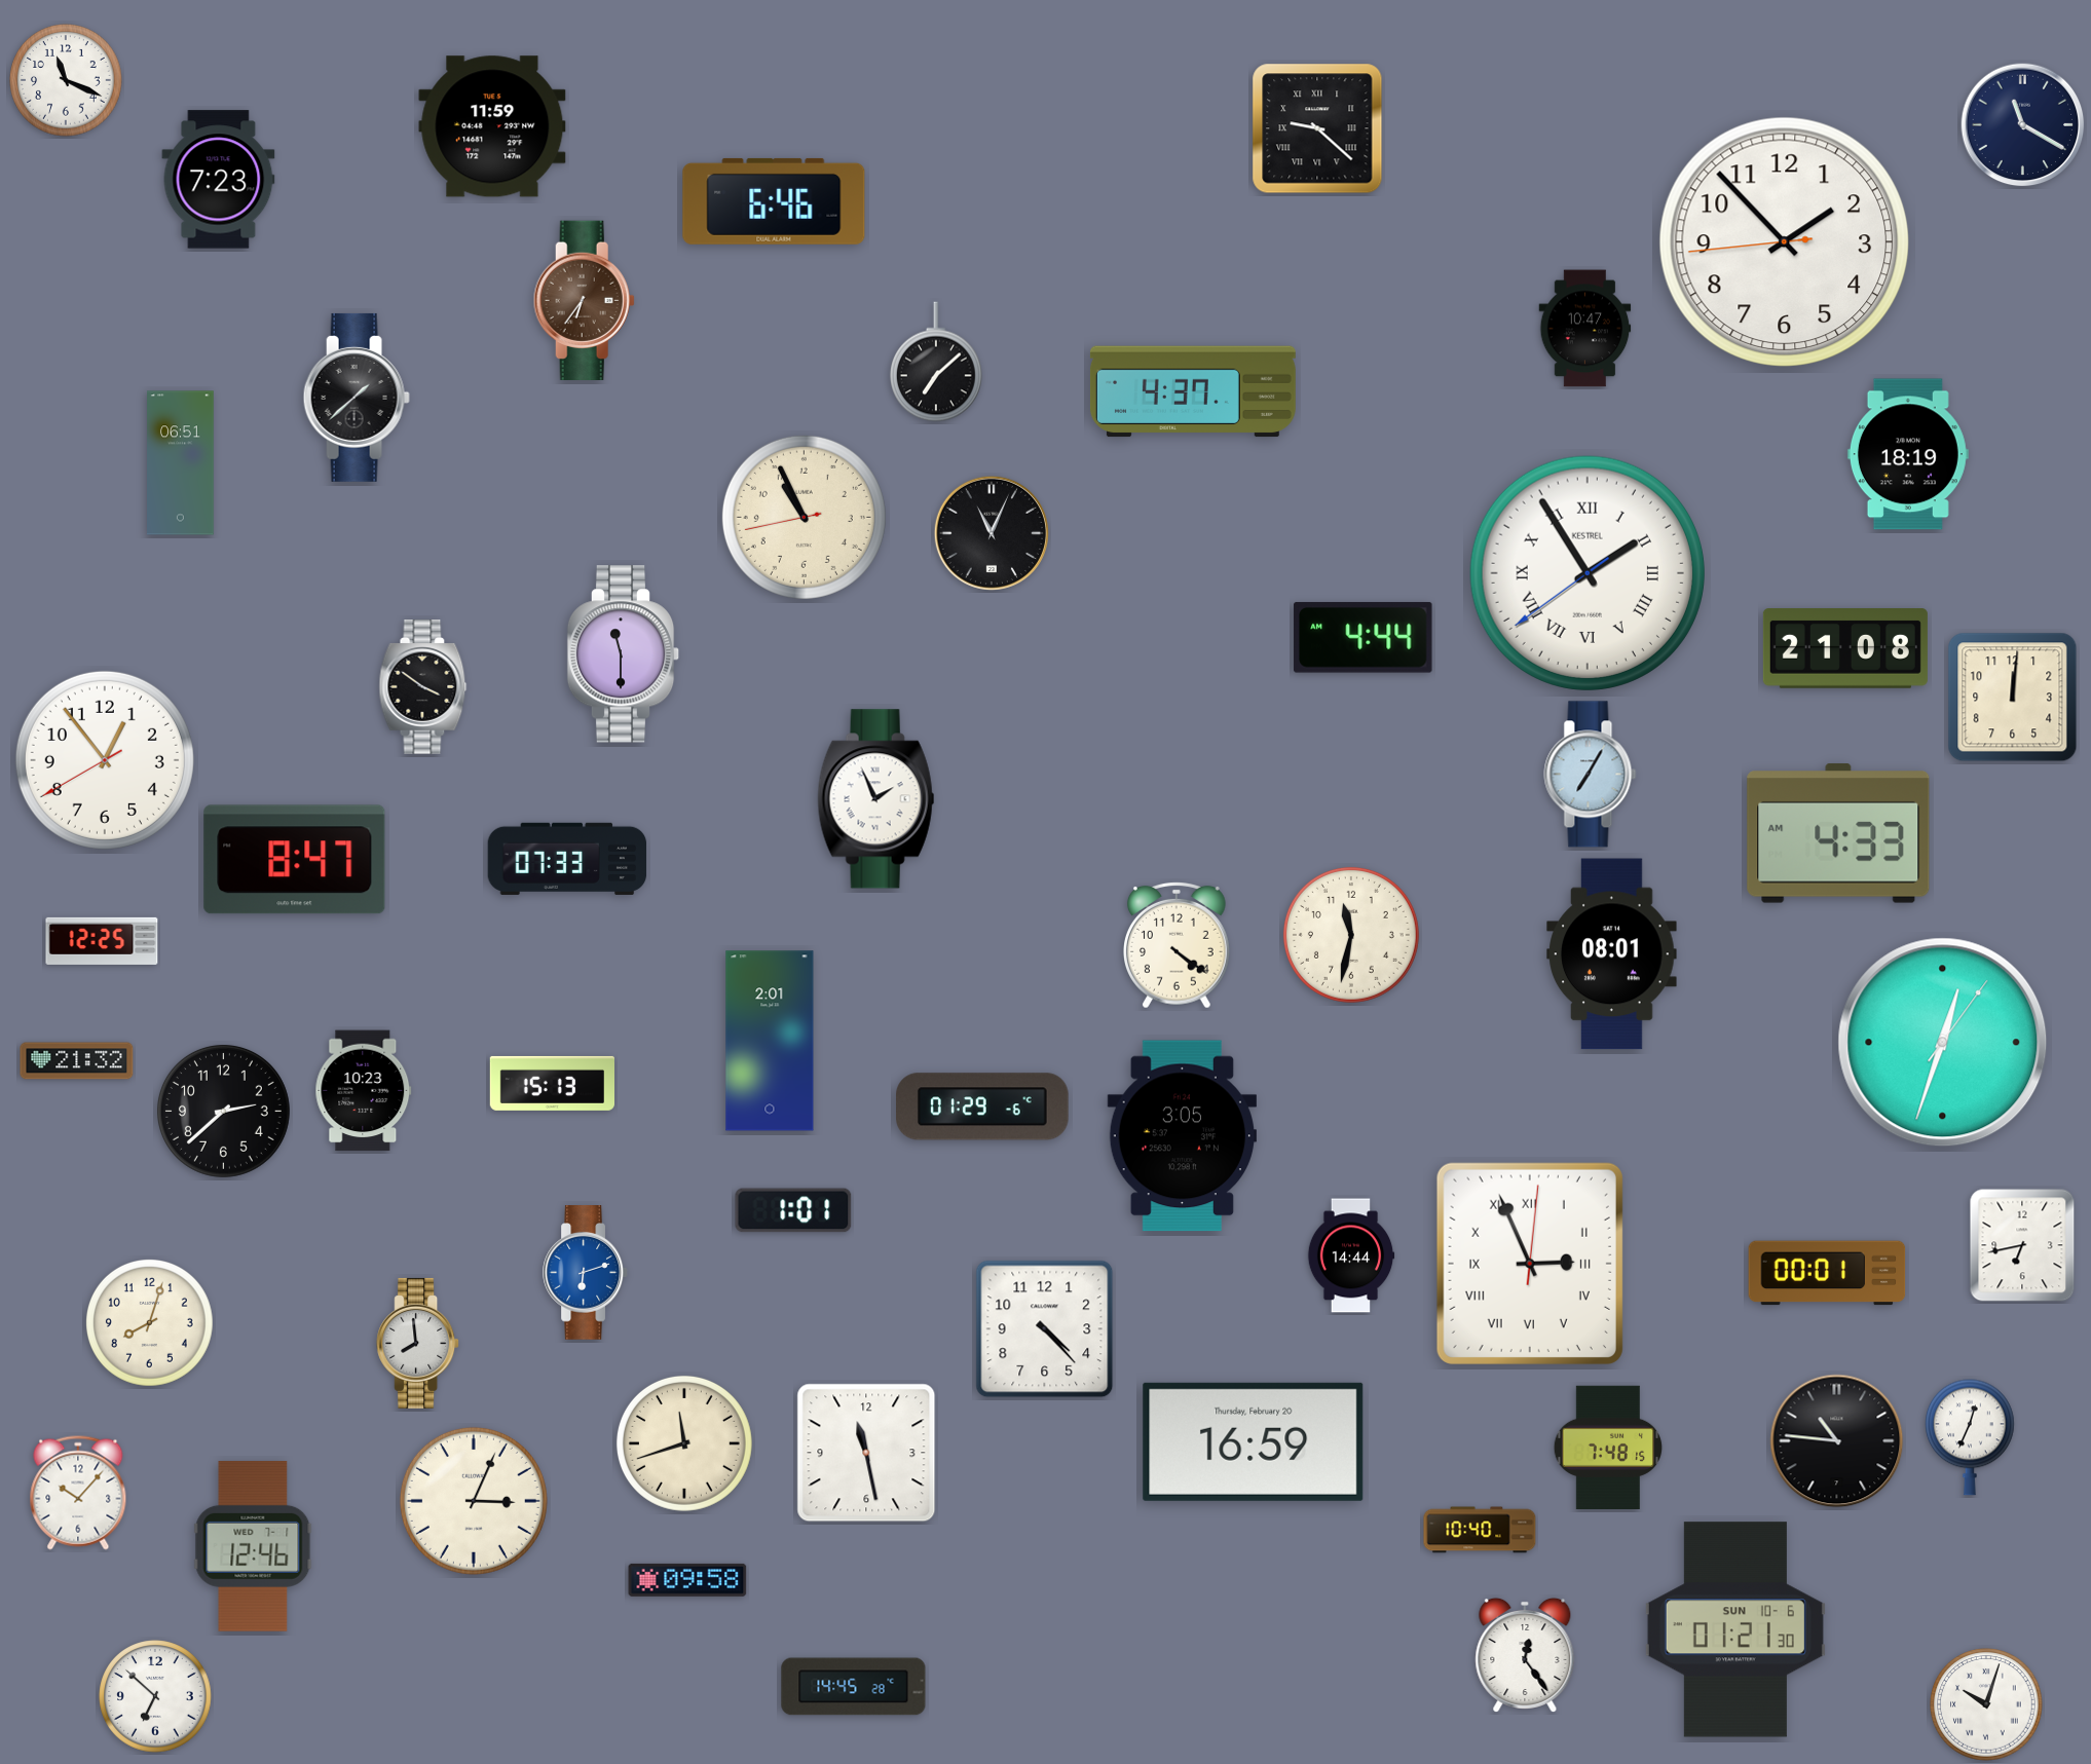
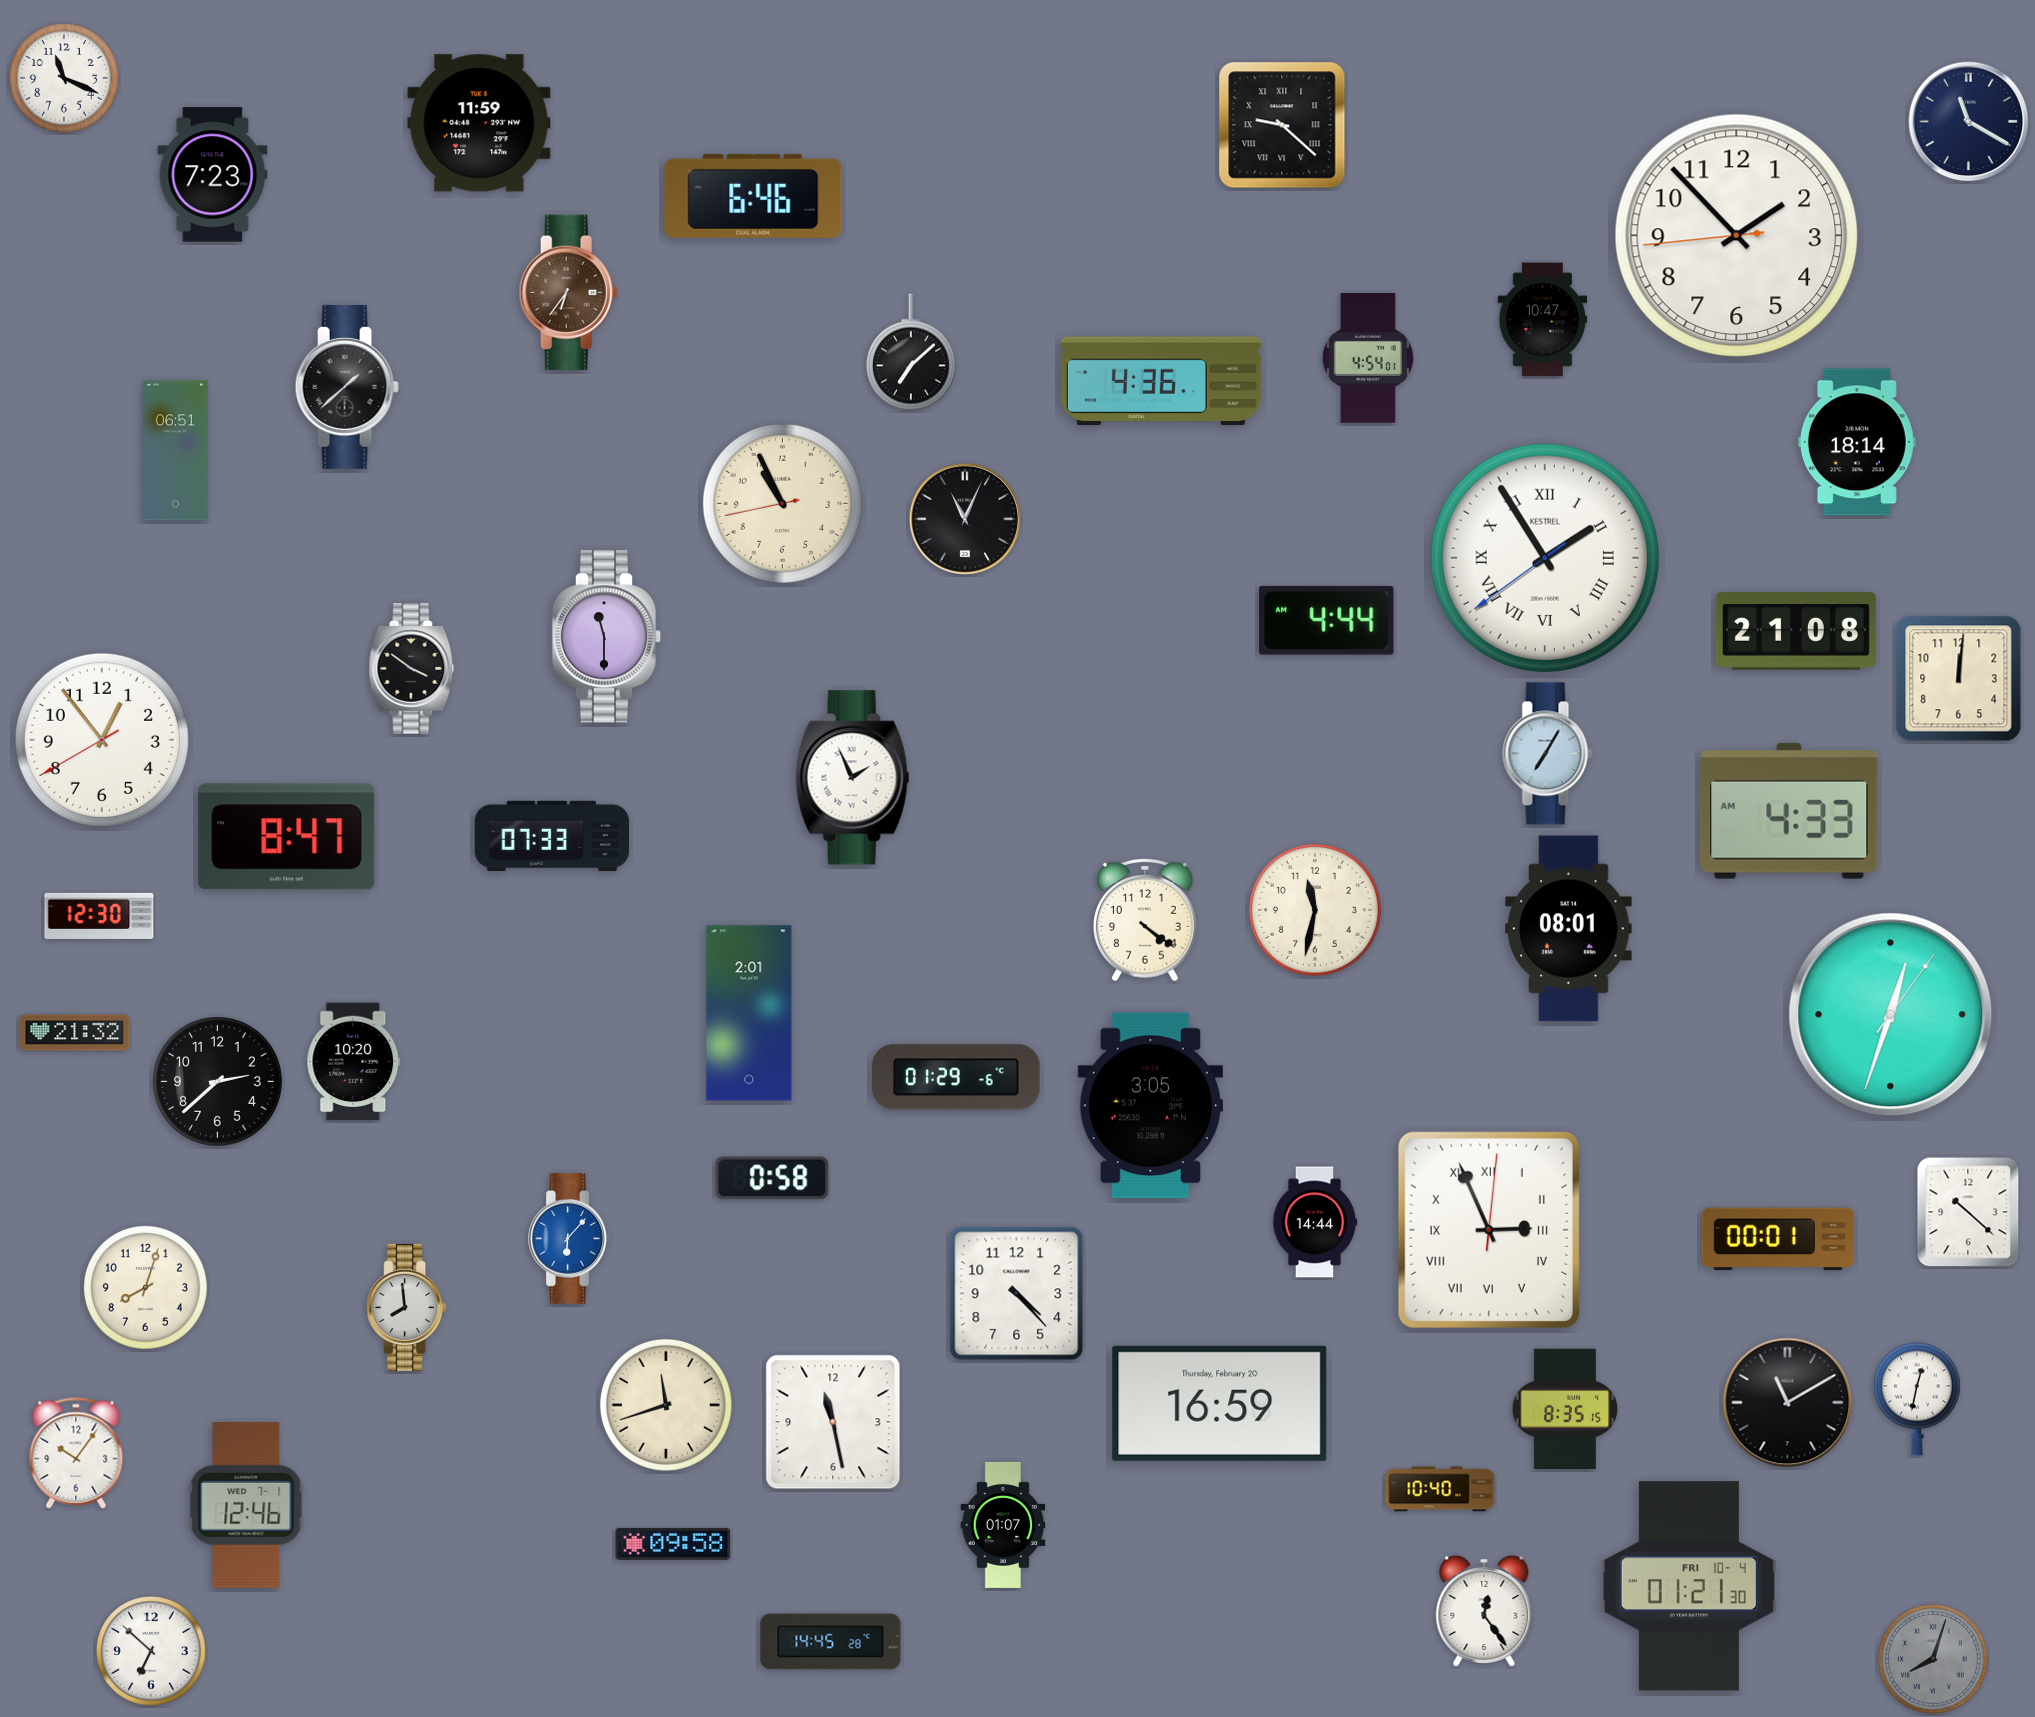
clock at (1368, 358): none -> 4:54
clock at (1193, 391): 4:37 -> 4:36
clock at (1908, 454): 18:19 -> 18:14
clock at (102, 941): 12:25 -> 12:30
clock at (552, 1083): 15:13 -> none
clock at (364, 1091): 10:23 -> 10:20
clock at (793, 1210): 1:01 -> 0:58
clock at (2022, 1245): 6:43 -> 10:22
clock at (586, 1273): 6:12 -> 6:07
clock at (1971, 1437): 12:34 -> 12:32
clock at (1837, 1441): 10:46 -> 11:10
clock at (1608, 1448): 7:48 -> 8:35
clock at (866, 1453) position: (866, 1453) -> (833, 1422)
clock at (78, 1493): 10:07 -> 10:06
clock at (474, 1501): 3:04 -> none
clock at (1003, 1525): none -> 01:07
clock at (687, 1580) position: (687, 1580) -> (673, 1544)
clock at (1735, 1629) date: SUN 10-6 -> FRI 10-4
clock at (1986, 1704): 10:03 -> 8:03
clock at (1986, 1704) dial: white -> grey
